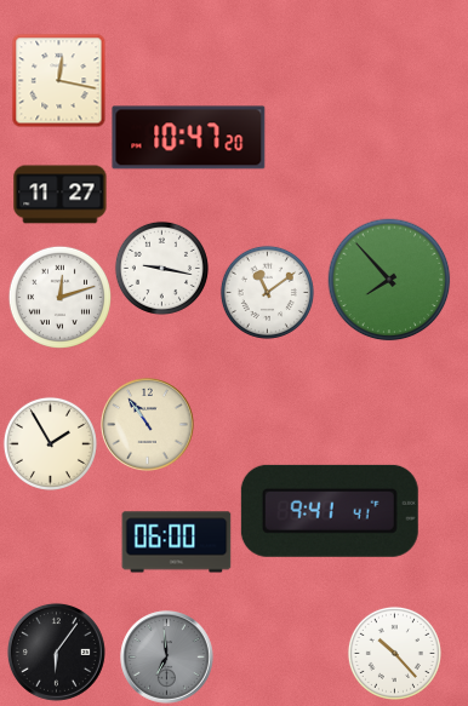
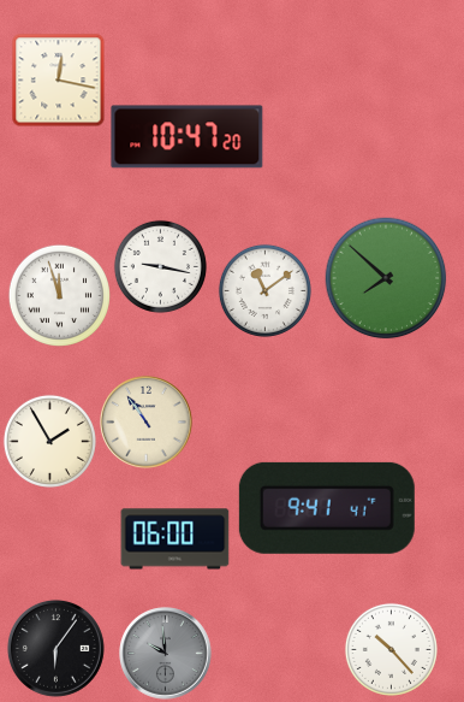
clock at (61, 195): 11:27 -> none
clock at (389, 280): 7:53 -> 7:52
clock at (59, 297): 12:12 -> 11:57
clock at (167, 658): 6:59 -> 9:59
